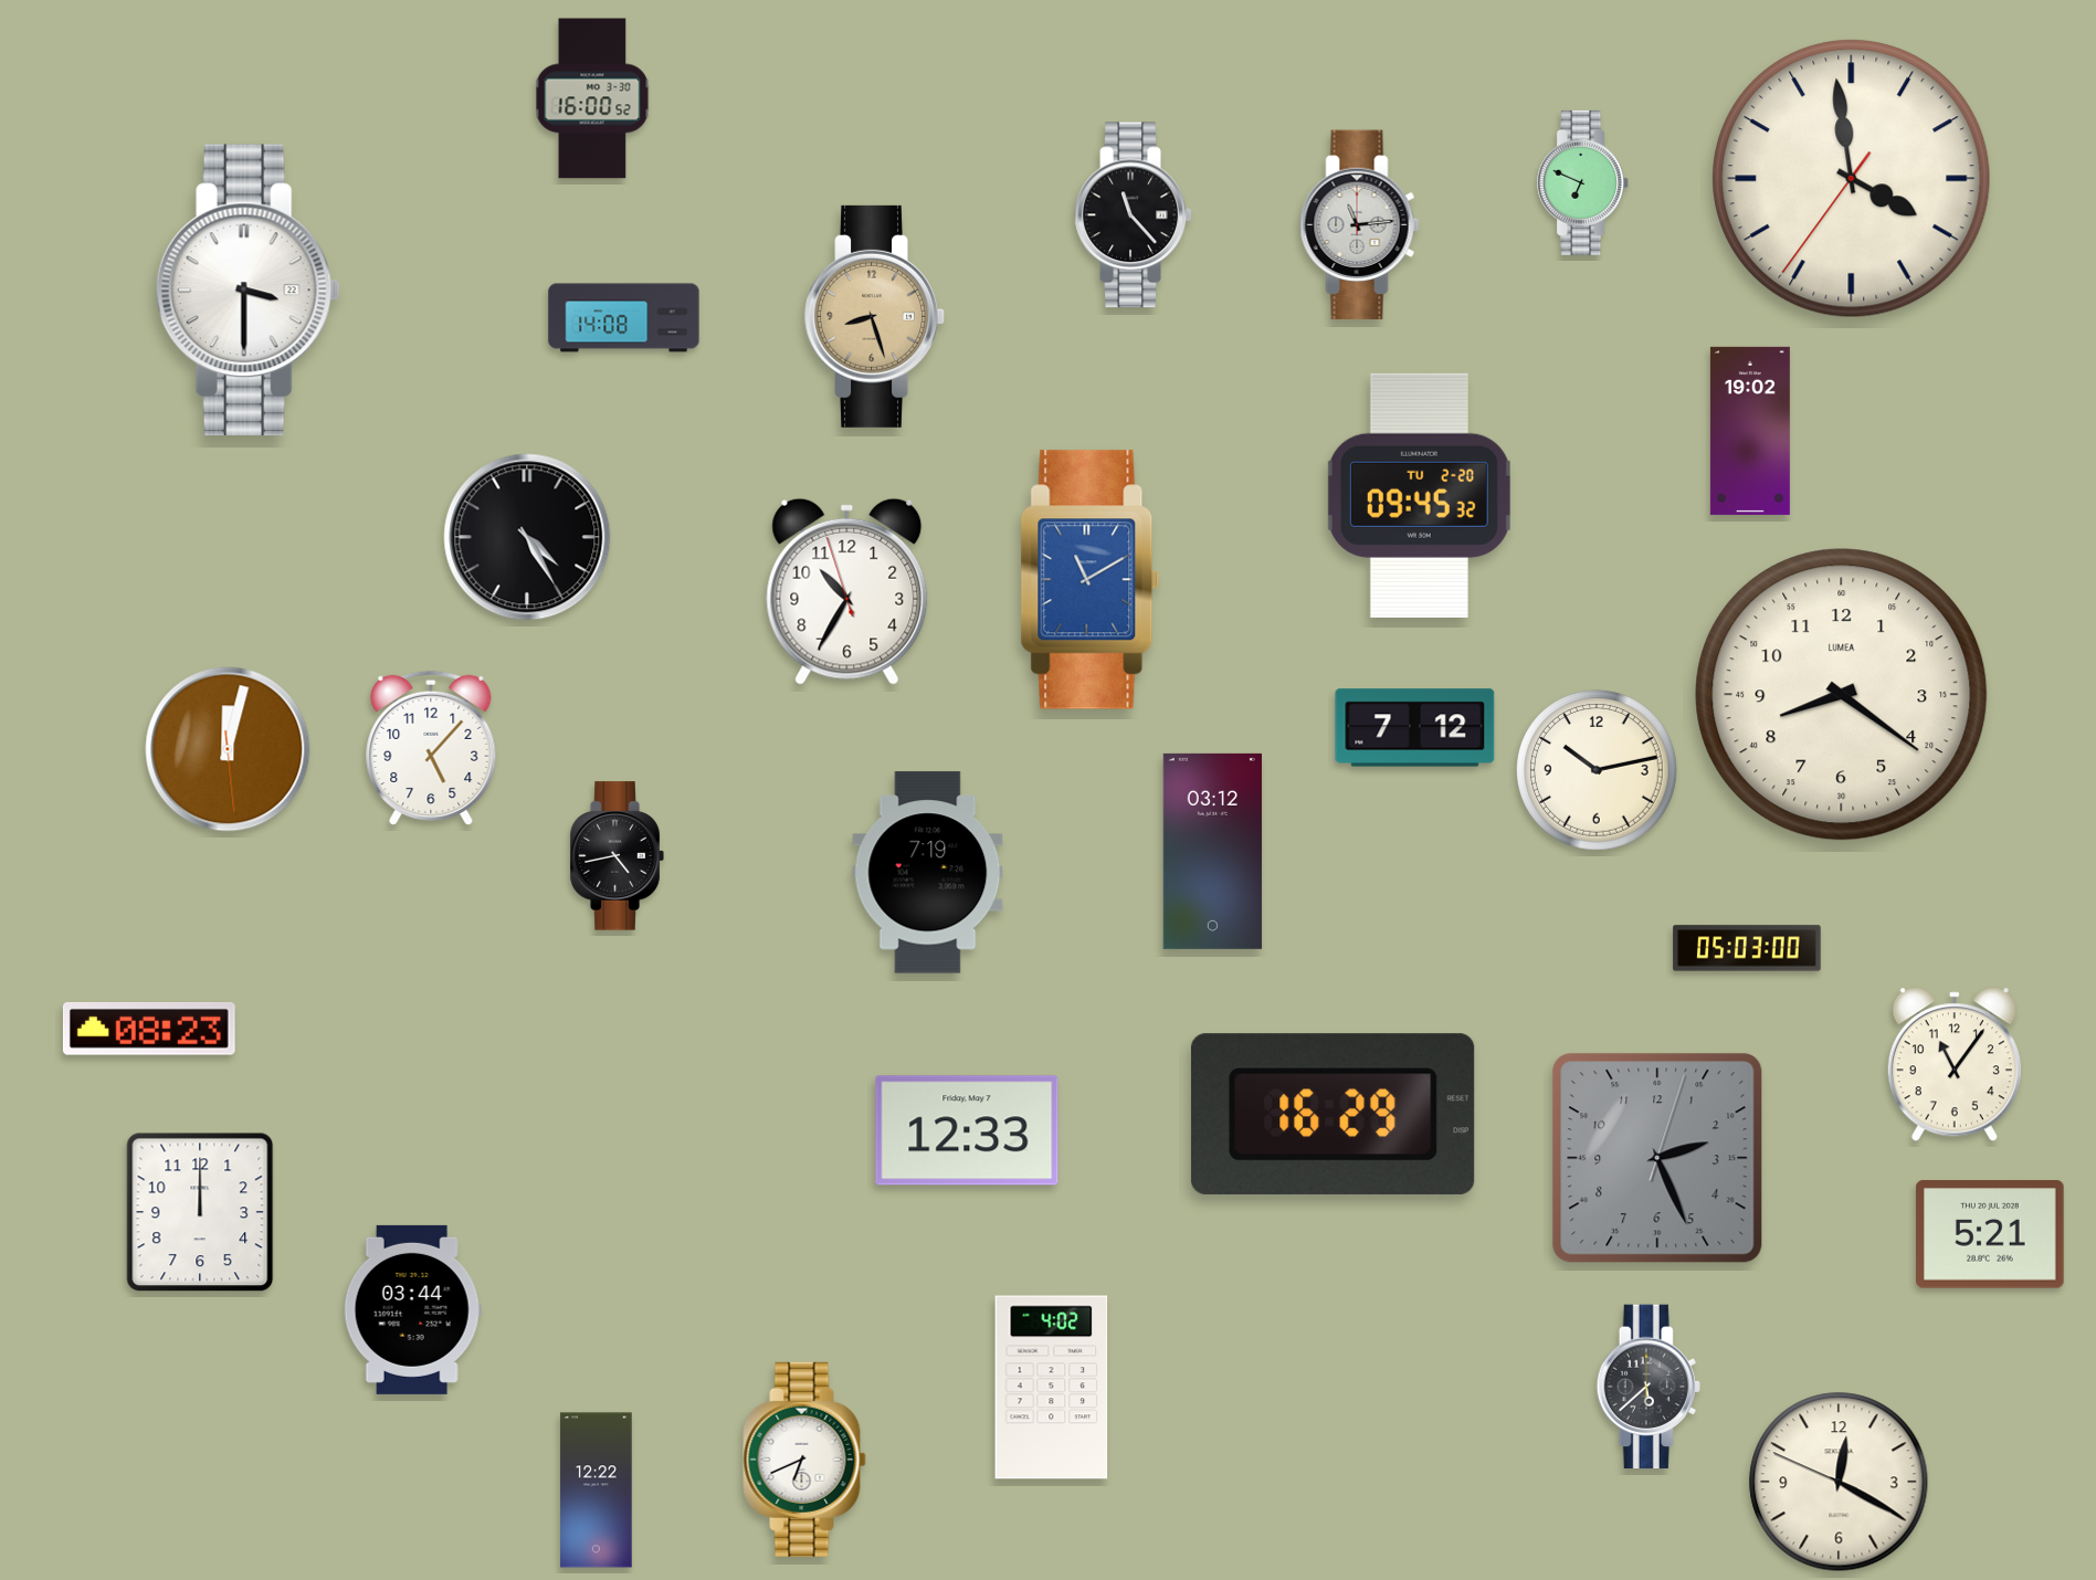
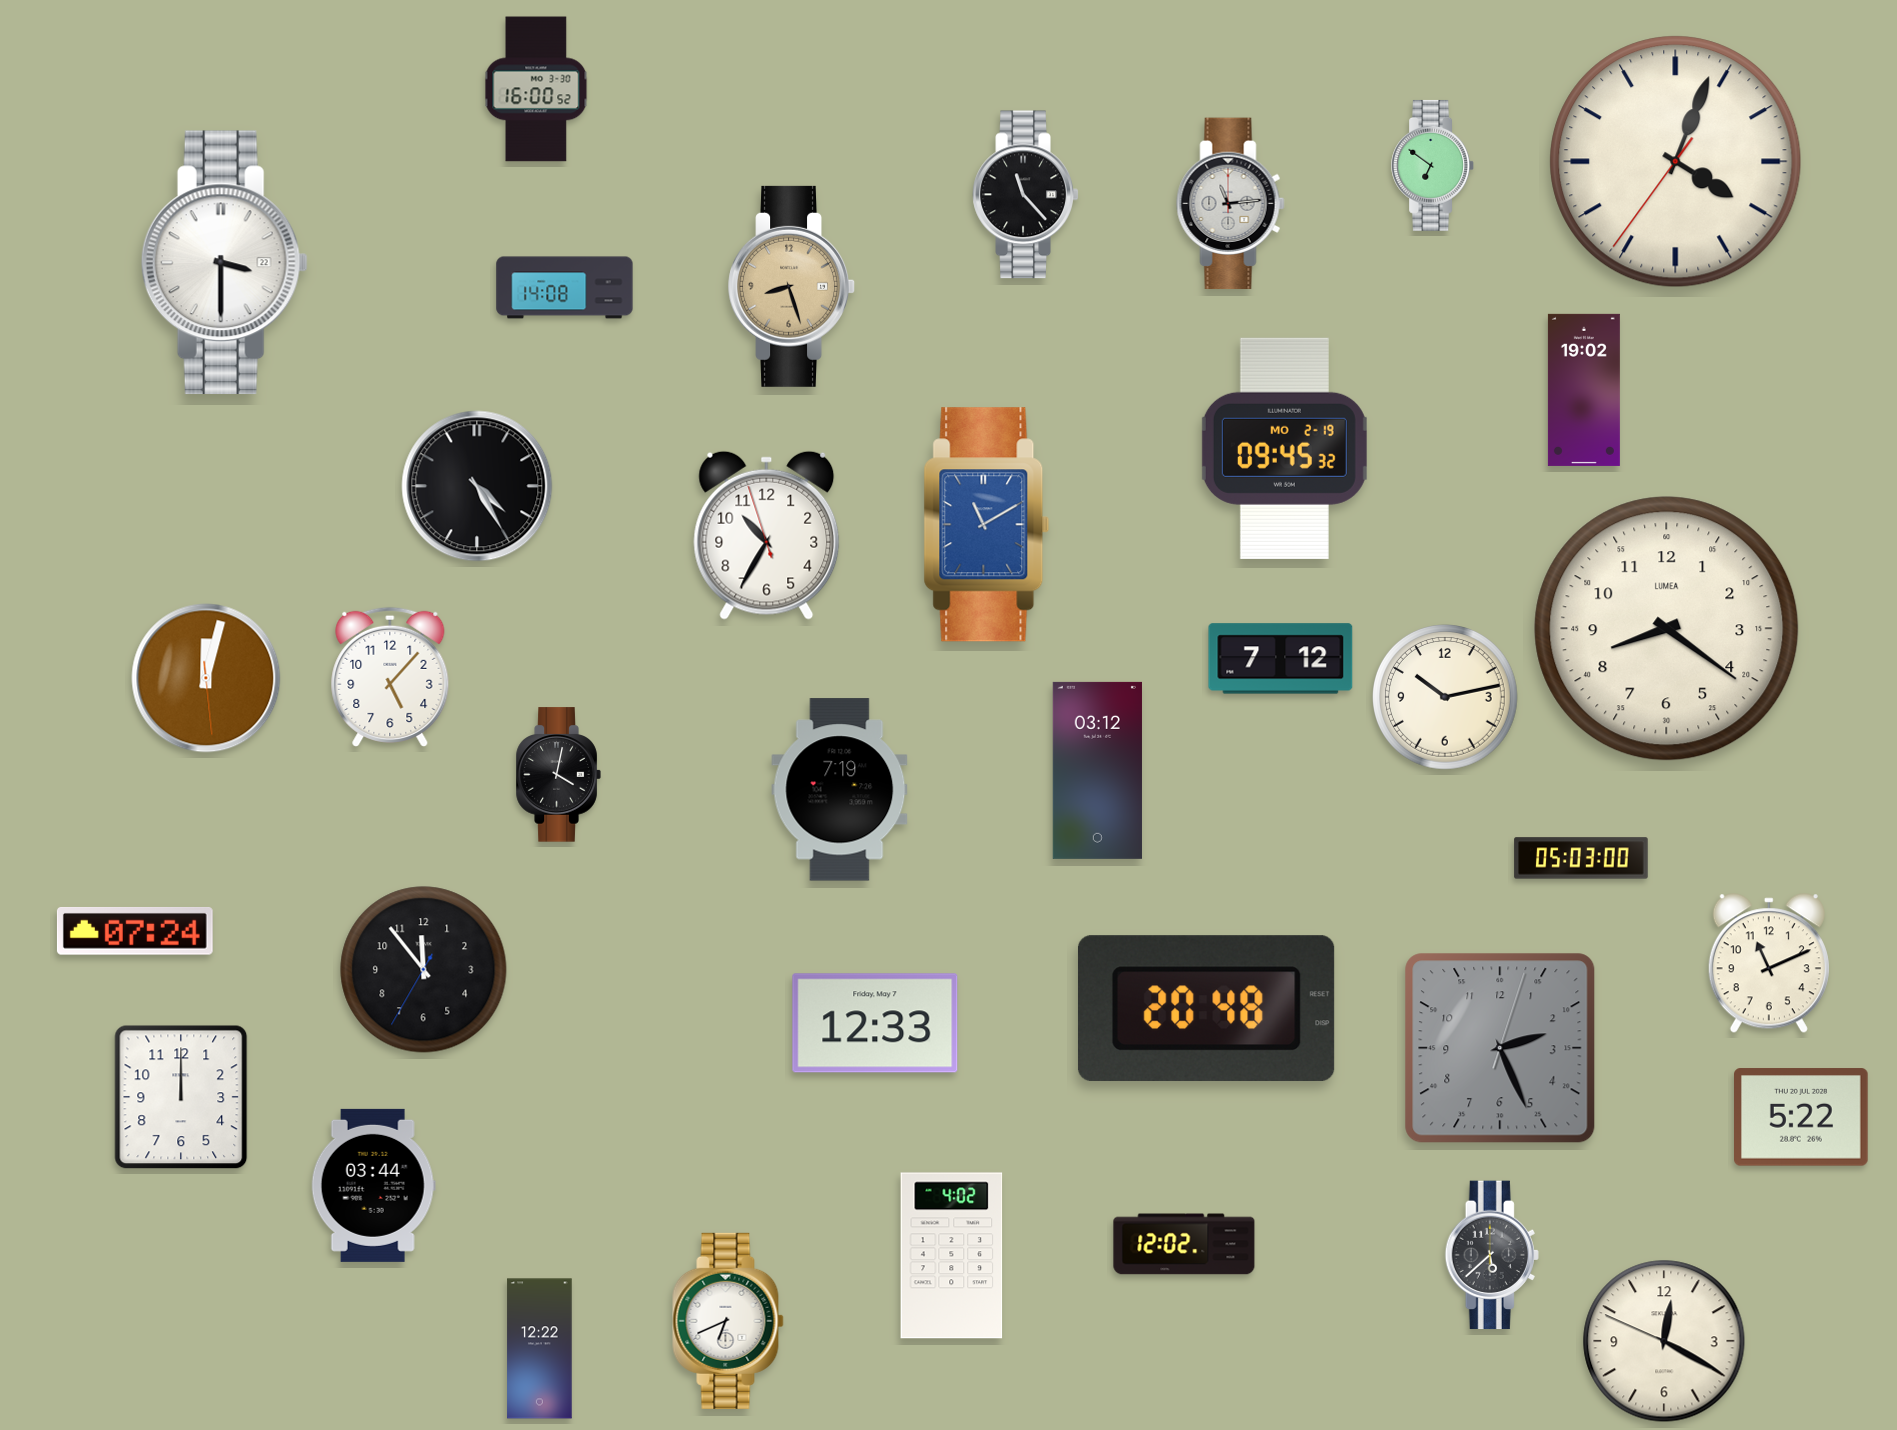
clock at (1852, 179): 3:58 -> 4:03
clock at (1583, 182): 6:49 -> 6:51
clock at (1419, 495) date: TU 2-20 -> MO 2-19
clock at (617, 856): 4:43 -> 4:02
clock at (149, 1029): 08:23 -> 07:24
clock at (1955, 1065): 11:06 -> 11:11
clock at (424, 970): none -> 11:53
clock at (1333, 1114): 16:29 -> 20:48
clock at (1991, 1234): 5:21 -> 5:22
clock at (1184, 1244): none -> 12:02
